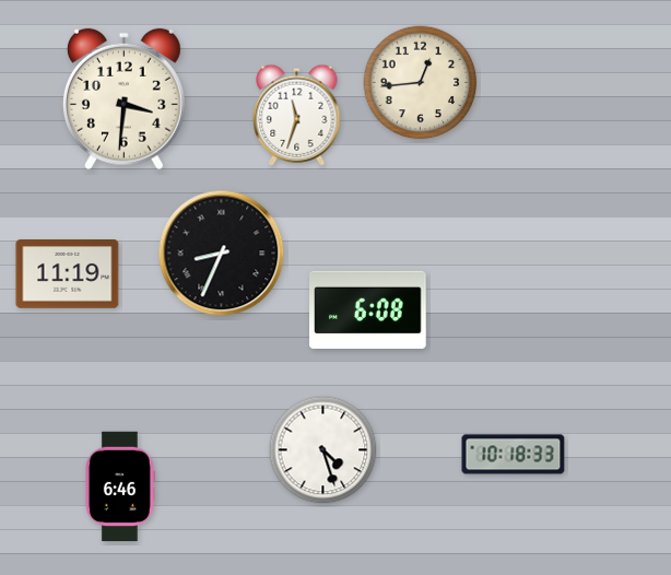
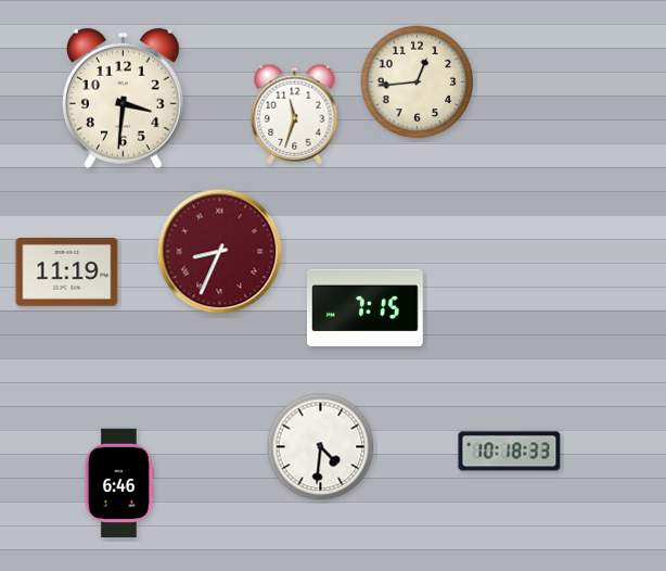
clock at (222, 254) dial: black -> burgundy
clock at (368, 309): 6:08 -> 7:15
clock at (323, 450): 4:27 -> 4:31
